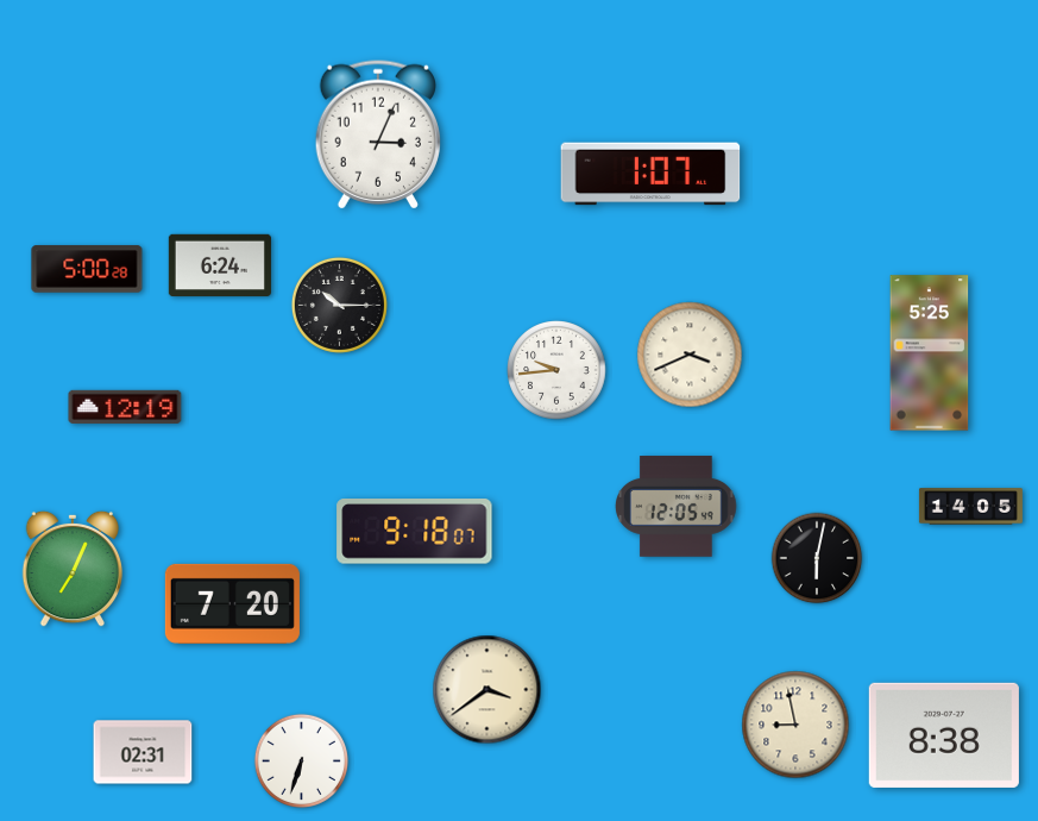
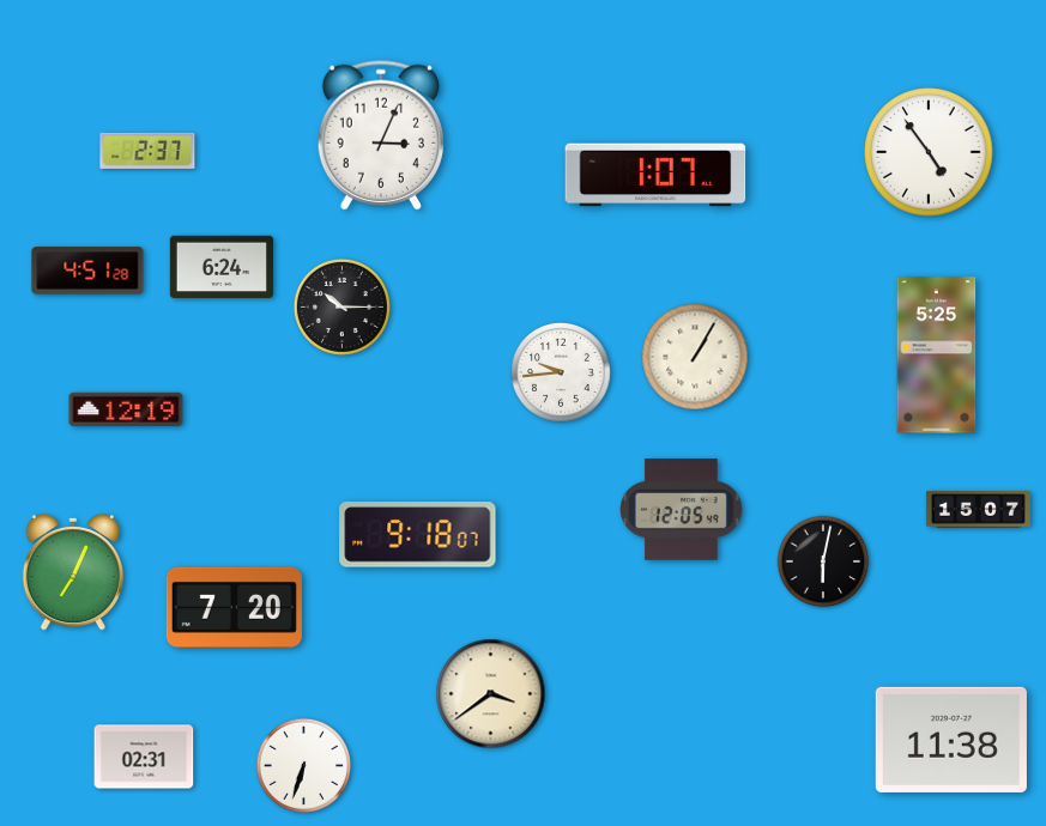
clock at (147, 151): none -> 2:37
clock at (929, 152): none -> 4:54
clock at (87, 269): 5:00 -> 4:51
clock at (690, 355): 3:41 -> 1:05
clock at (970, 507): 14:05 -> 15:07
clock at (795, 725): 8:58 -> none
clock at (944, 735): 8:38 -> 11:38
